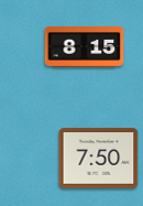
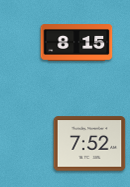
clock at (99, 159): 7:50 -> 7:52
